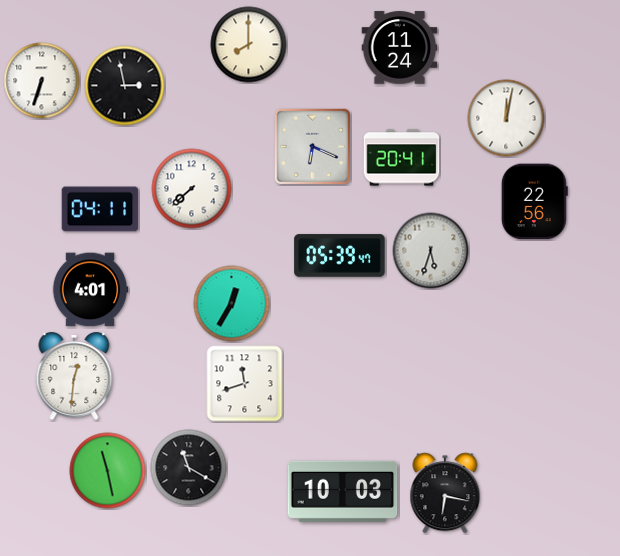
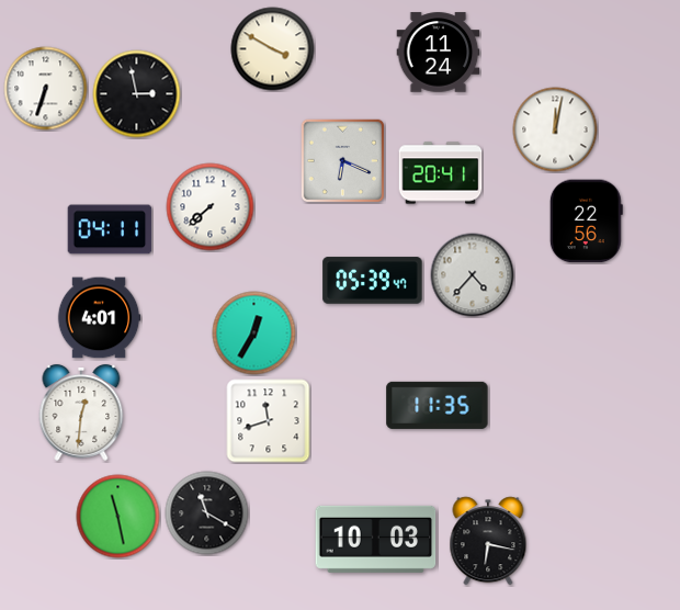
clock at (249, 45): 8:00 -> 3:50
clock at (431, 251): 5:33 -> 4:37
clock at (438, 405): none -> 11:35
